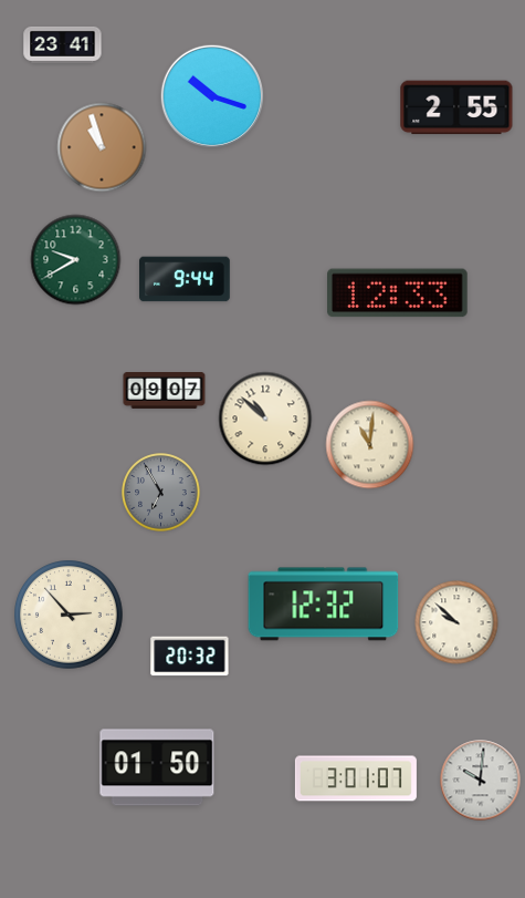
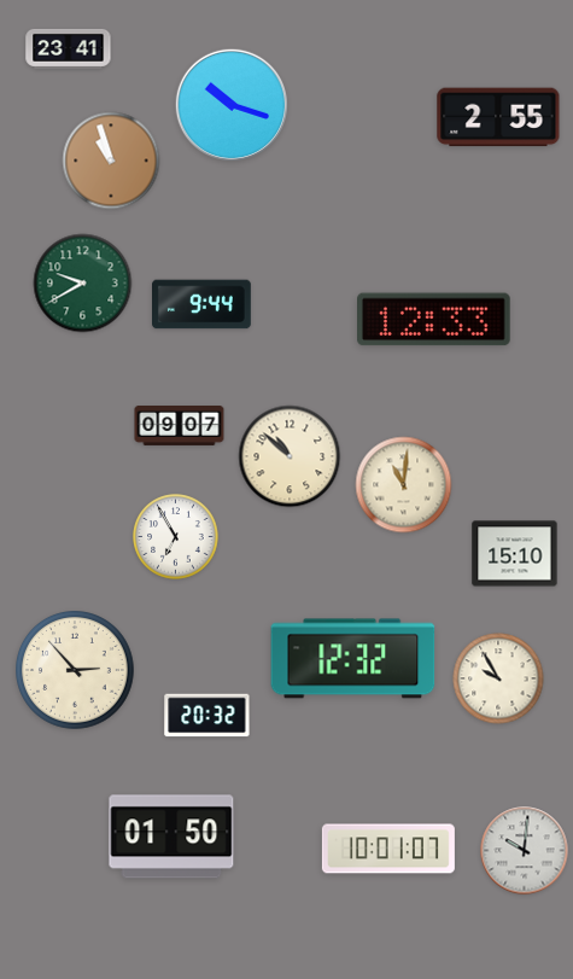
clock at (161, 493) dial: grey -> white
clock at (515, 554): none -> 15:10
clock at (456, 622): 9:52 -> 9:55
clock at (356, 778): 3:01 -> 10:01
